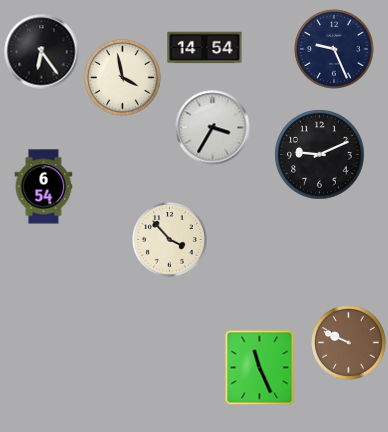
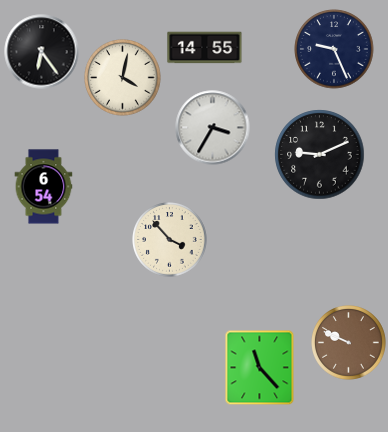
clock at (205, 48): 14:54 -> 14:55
clock at (123, 78): 3:58 -> 4:02
clock at (260, 368): 11:26 -> 11:23
